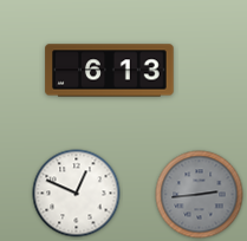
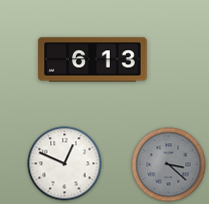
clock at (200, 195): 2:44 -> 3:22
